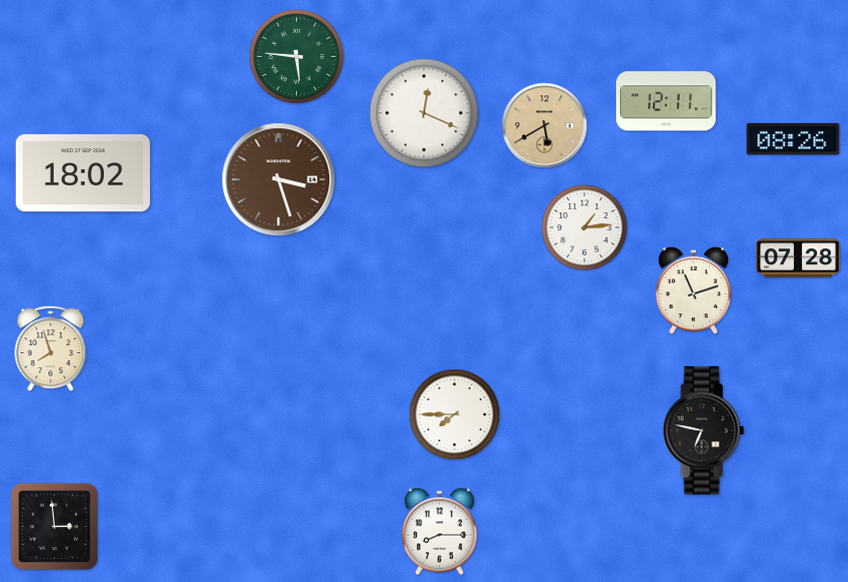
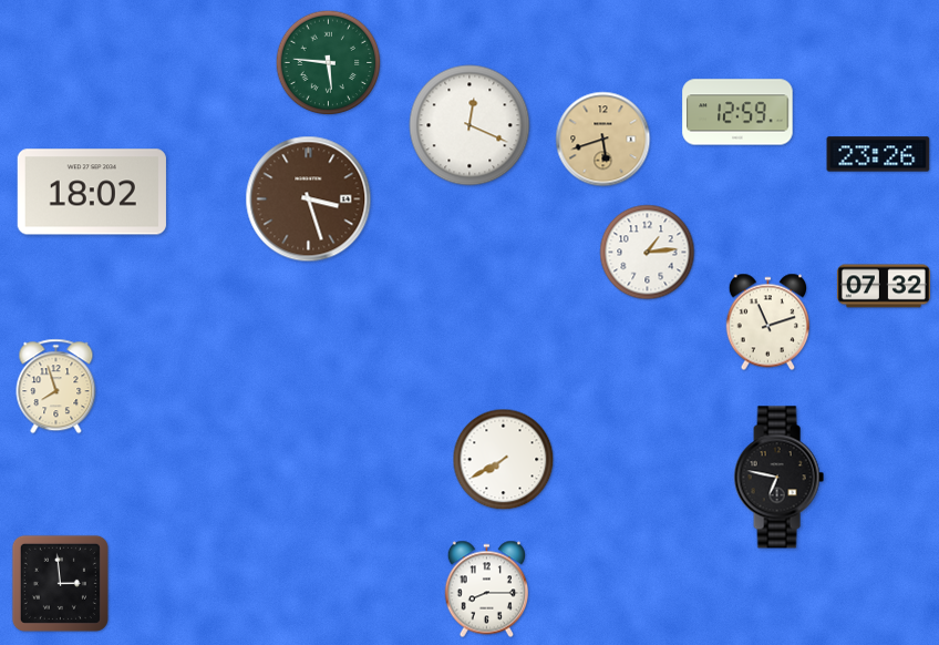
clock at (666, 101): 12:11 -> 12:59
clock at (545, 126): 5:40 -> 5:42
clock at (793, 139): 08:26 -> 23:26
clock at (798, 258): 07:28 -> 07:32
clock at (455, 415): 7:45 -> 7:40
